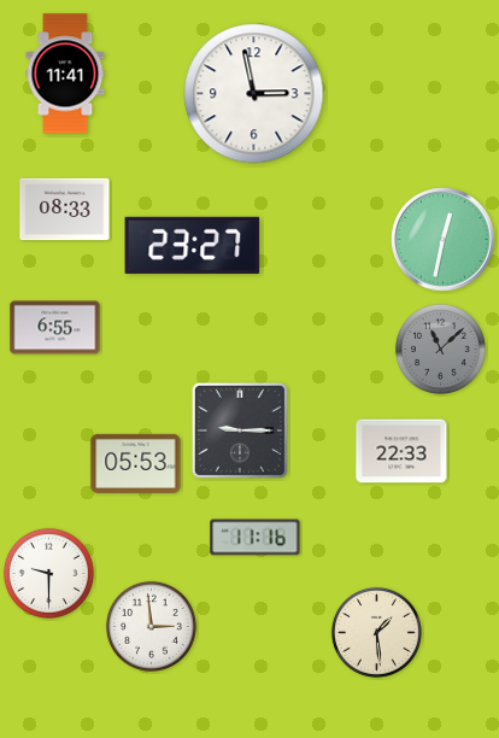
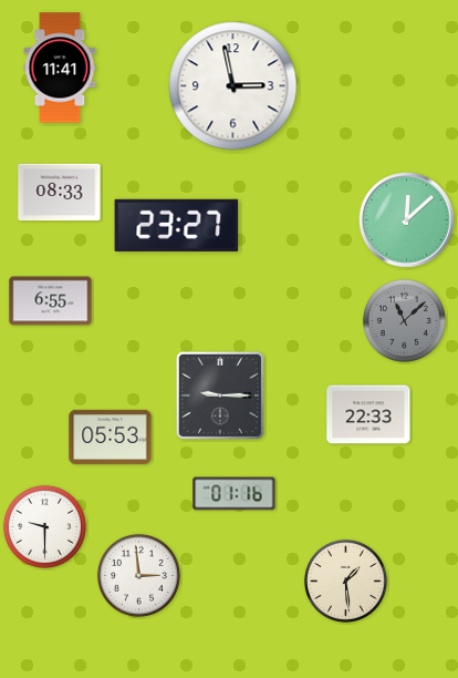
clock at (444, 240): 12:32 -> 12:08
clock at (136, 463) position: (136, 463) -> (111, 436)
clock at (256, 538): 11:16 -> 01:16
